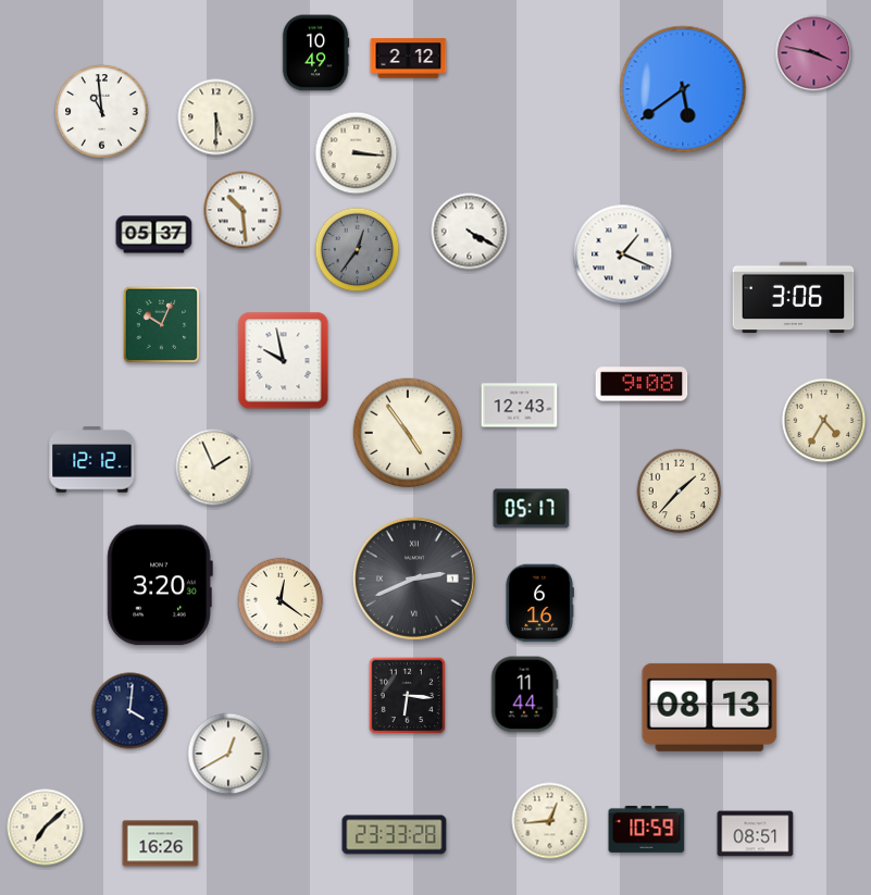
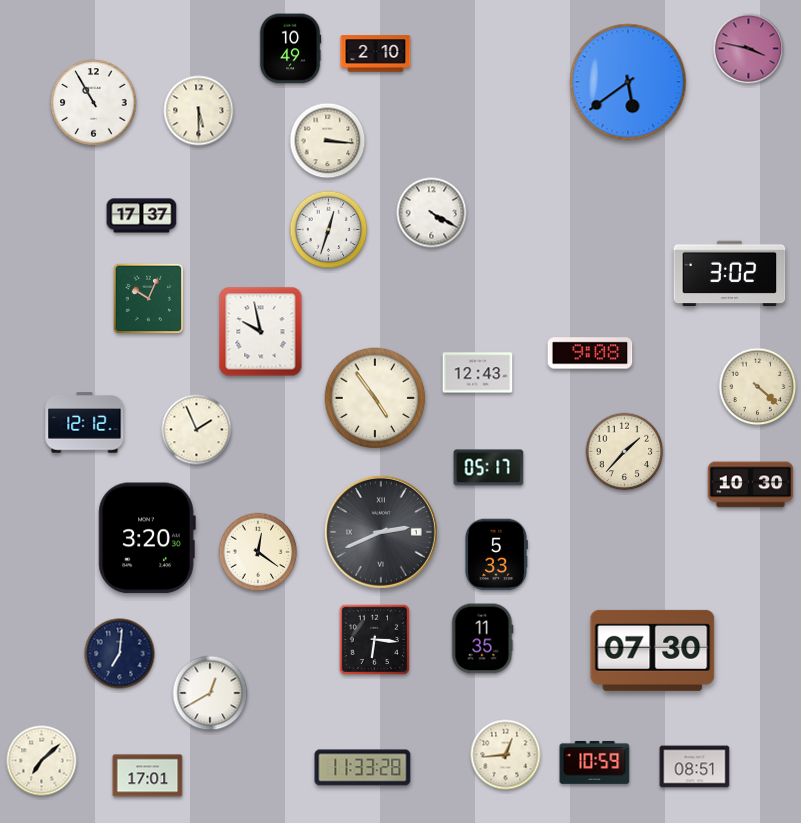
clock at (409, 59): 2:12 -> 2:10
clock at (102, 112): 10:59 -> 10:55
clock at (216, 117) position: (216, 117) -> (199, 111)
clock at (242, 210): 10:29 -> none
clock at (154, 235): 05:37 -> 17:37
clock at (358, 250): 12:36 -> 12:33
clock at (358, 250) dial: grey -> white
clock at (623, 254): 1:19 -> none
clock at (794, 298): 3:06 -> 3:02
clock at (824, 421): 4:35 -> 4:22
clock at (751, 485): none -> 10:30
clock at (539, 604): 6:16 -> 5:33
clock at (524, 695): 11:44 -> 11:35
clock at (710, 707): 08:13 -> 07:30
clock at (130, 711): 4:01 -> 7:01
clock at (395, 835): 23:33 -> 11:33
clock at (161, 844): 16:26 -> 17:01
